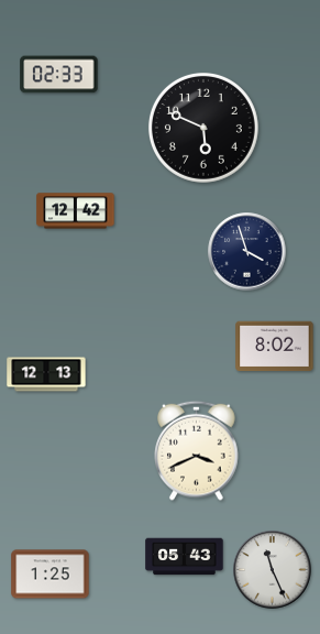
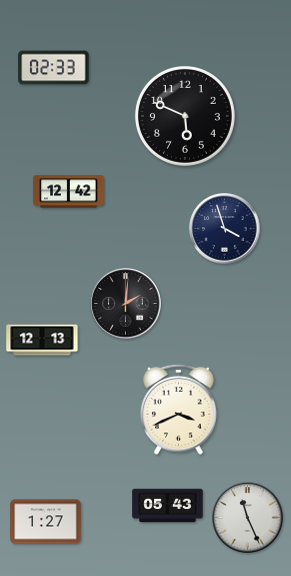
clock at (126, 304): none -> 2:01
clock at (275, 347): 8:02 -> none
clock at (51, 575): 1:25 -> 1:27
